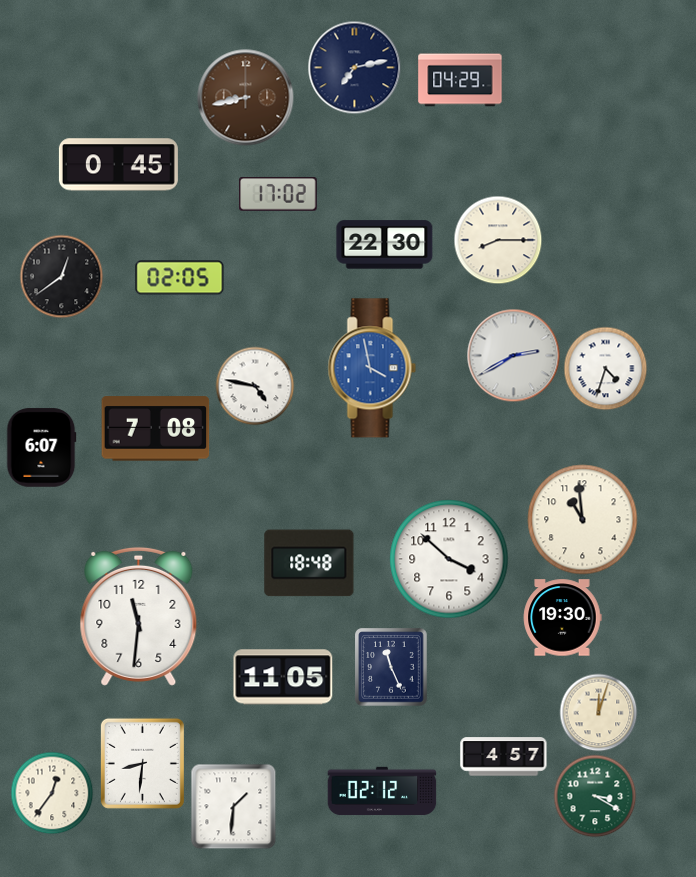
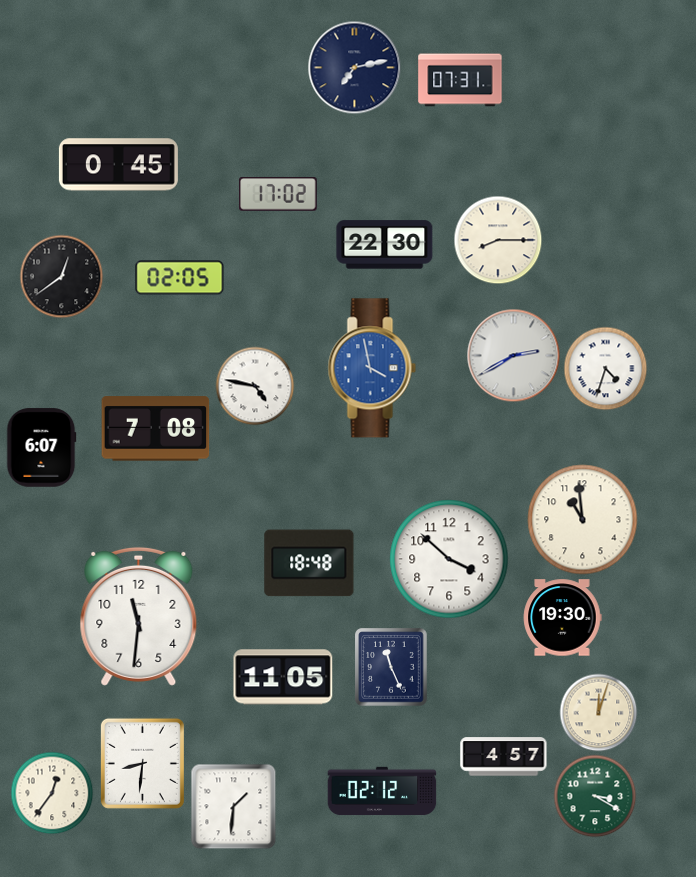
clock at (460, 80): 04:29 -> 07:31
clock at (246, 98): 8:43 -> none
